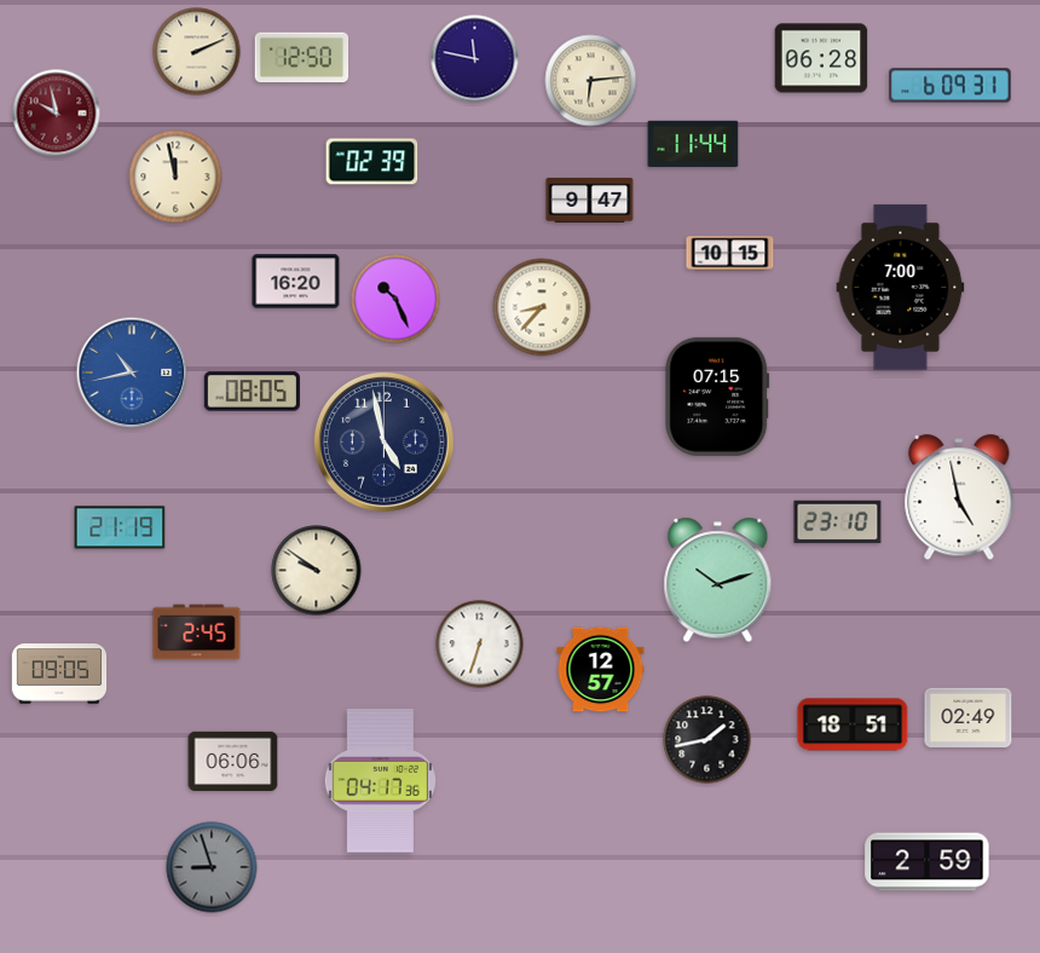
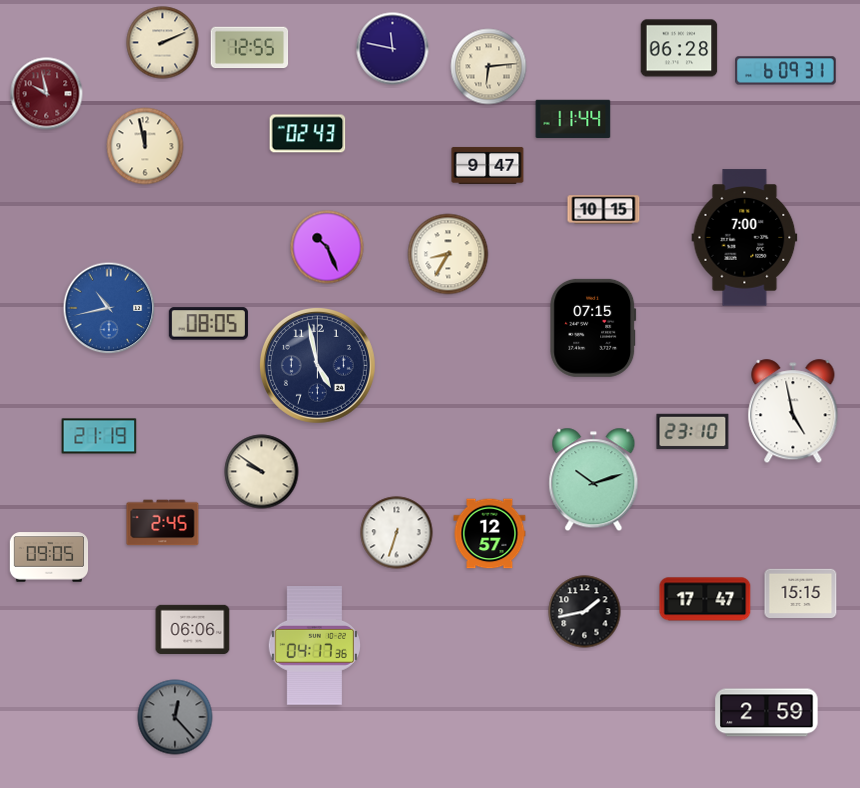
clock at (302, 58): 12:50 -> 12:55
clock at (372, 162): 02:39 -> 02:43
clock at (296, 282): 16:20 -> none
clock at (542, 307): 8:37 -> 8:35
clock at (601, 670) position: (601, 670) -> (490, 534)
clock at (969, 718): 02:49 -> 15:15
clock at (853, 724): 18:51 -> 17:47
clock at (212, 867): 8:57 -> 12:23
